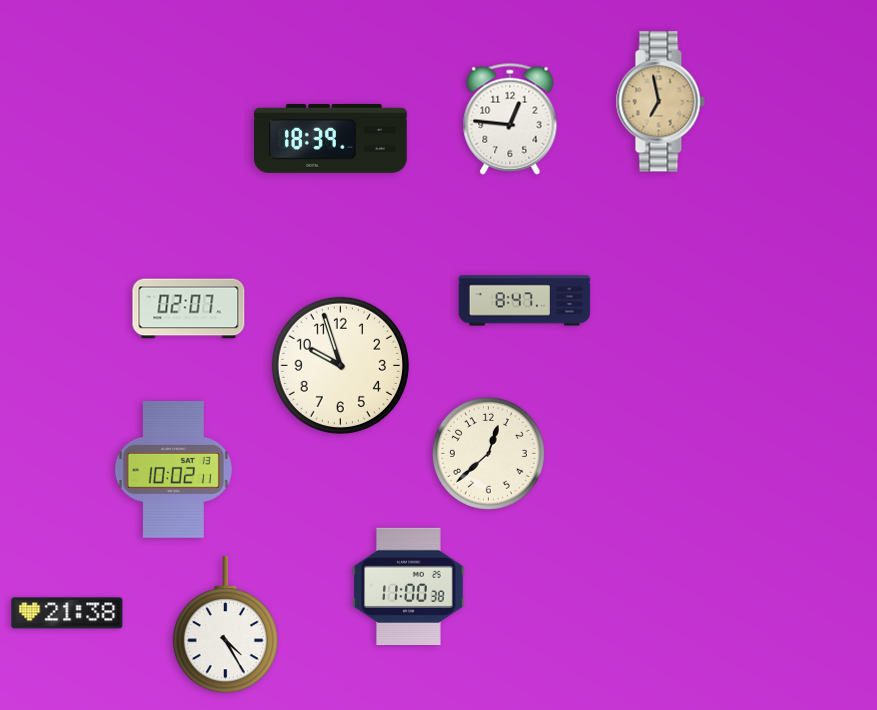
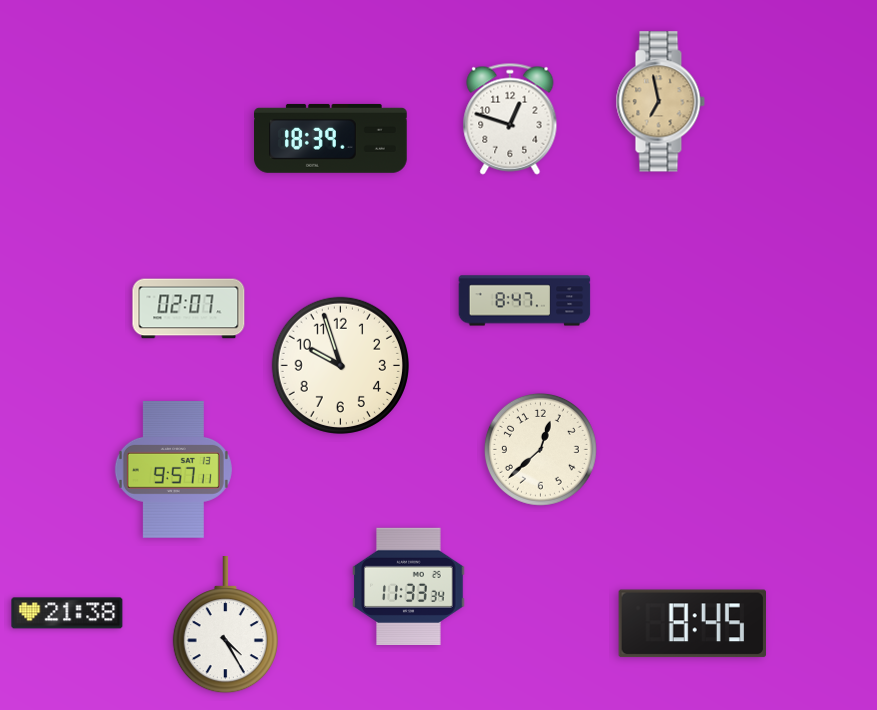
clock at (510, 119): 12:46 -> 12:48
clock at (488, 453) position: (488, 453) -> (540, 449)
clock at (173, 470): 10:02 -> 9:57
clock at (409, 586): 11:00 -> 11:33
clock at (692, 624): none -> 8:45
